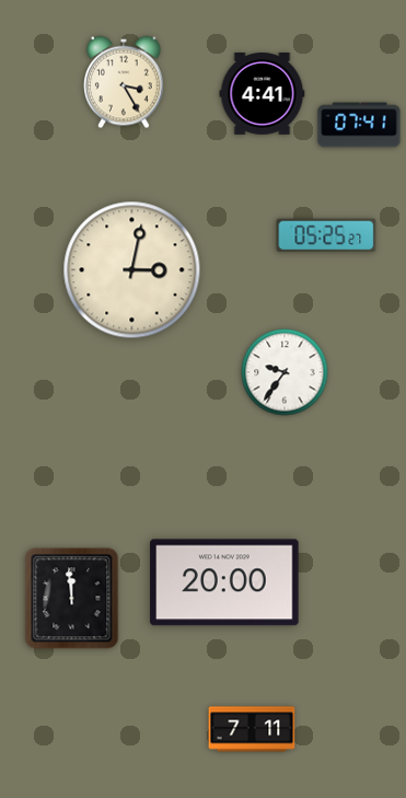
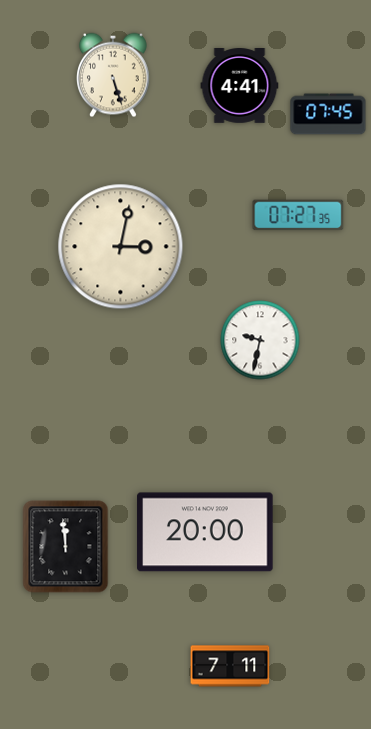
clock at (125, 82): 3:25 -> 5:27
clock at (359, 125): 07:41 -> 07:45
clock at (326, 235): 05:25 -> 07:27
clock at (285, 372): 9:36 -> 9:32
